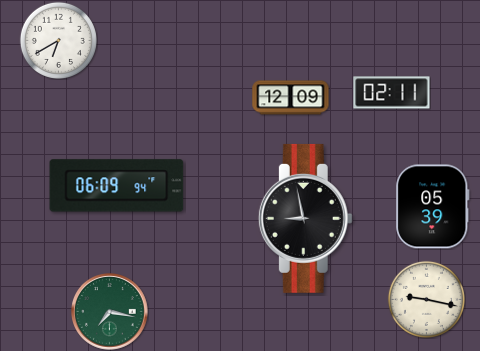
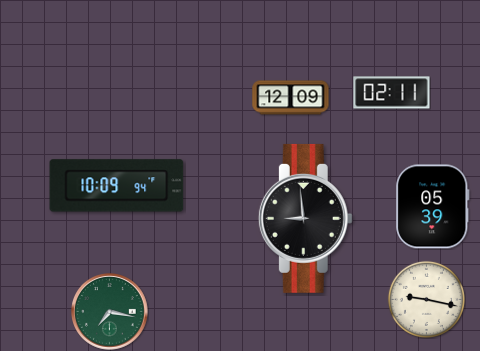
clock at (58, 40): 6:40 -> none
clock at (117, 186): 06:09 -> 10:09
clock at (305, 218): 8:58 -> 8:59
